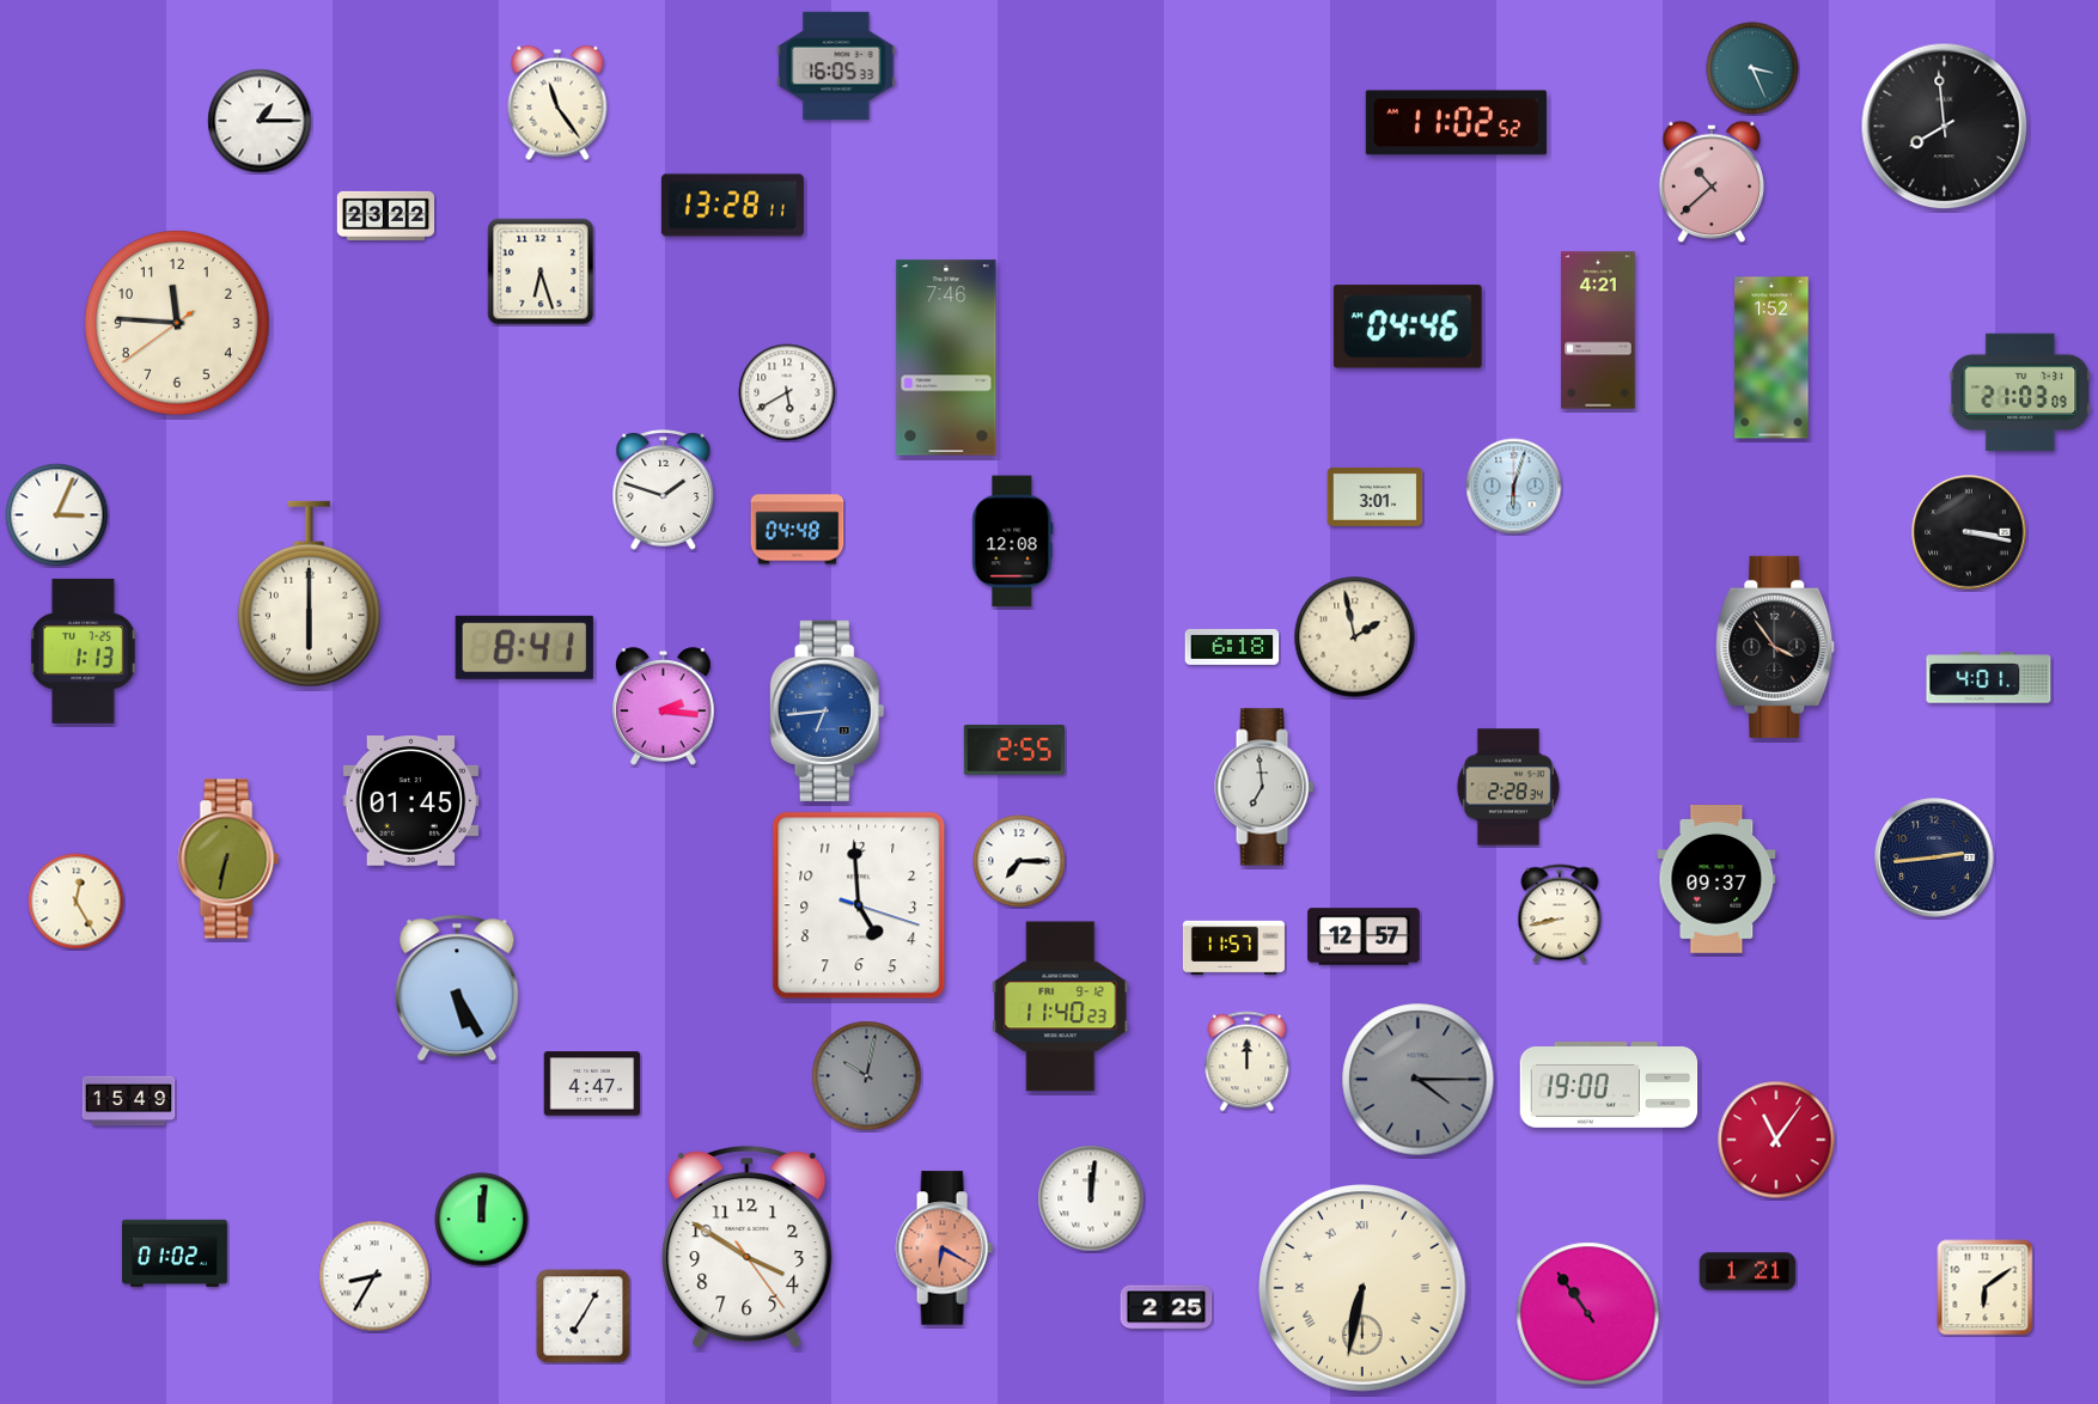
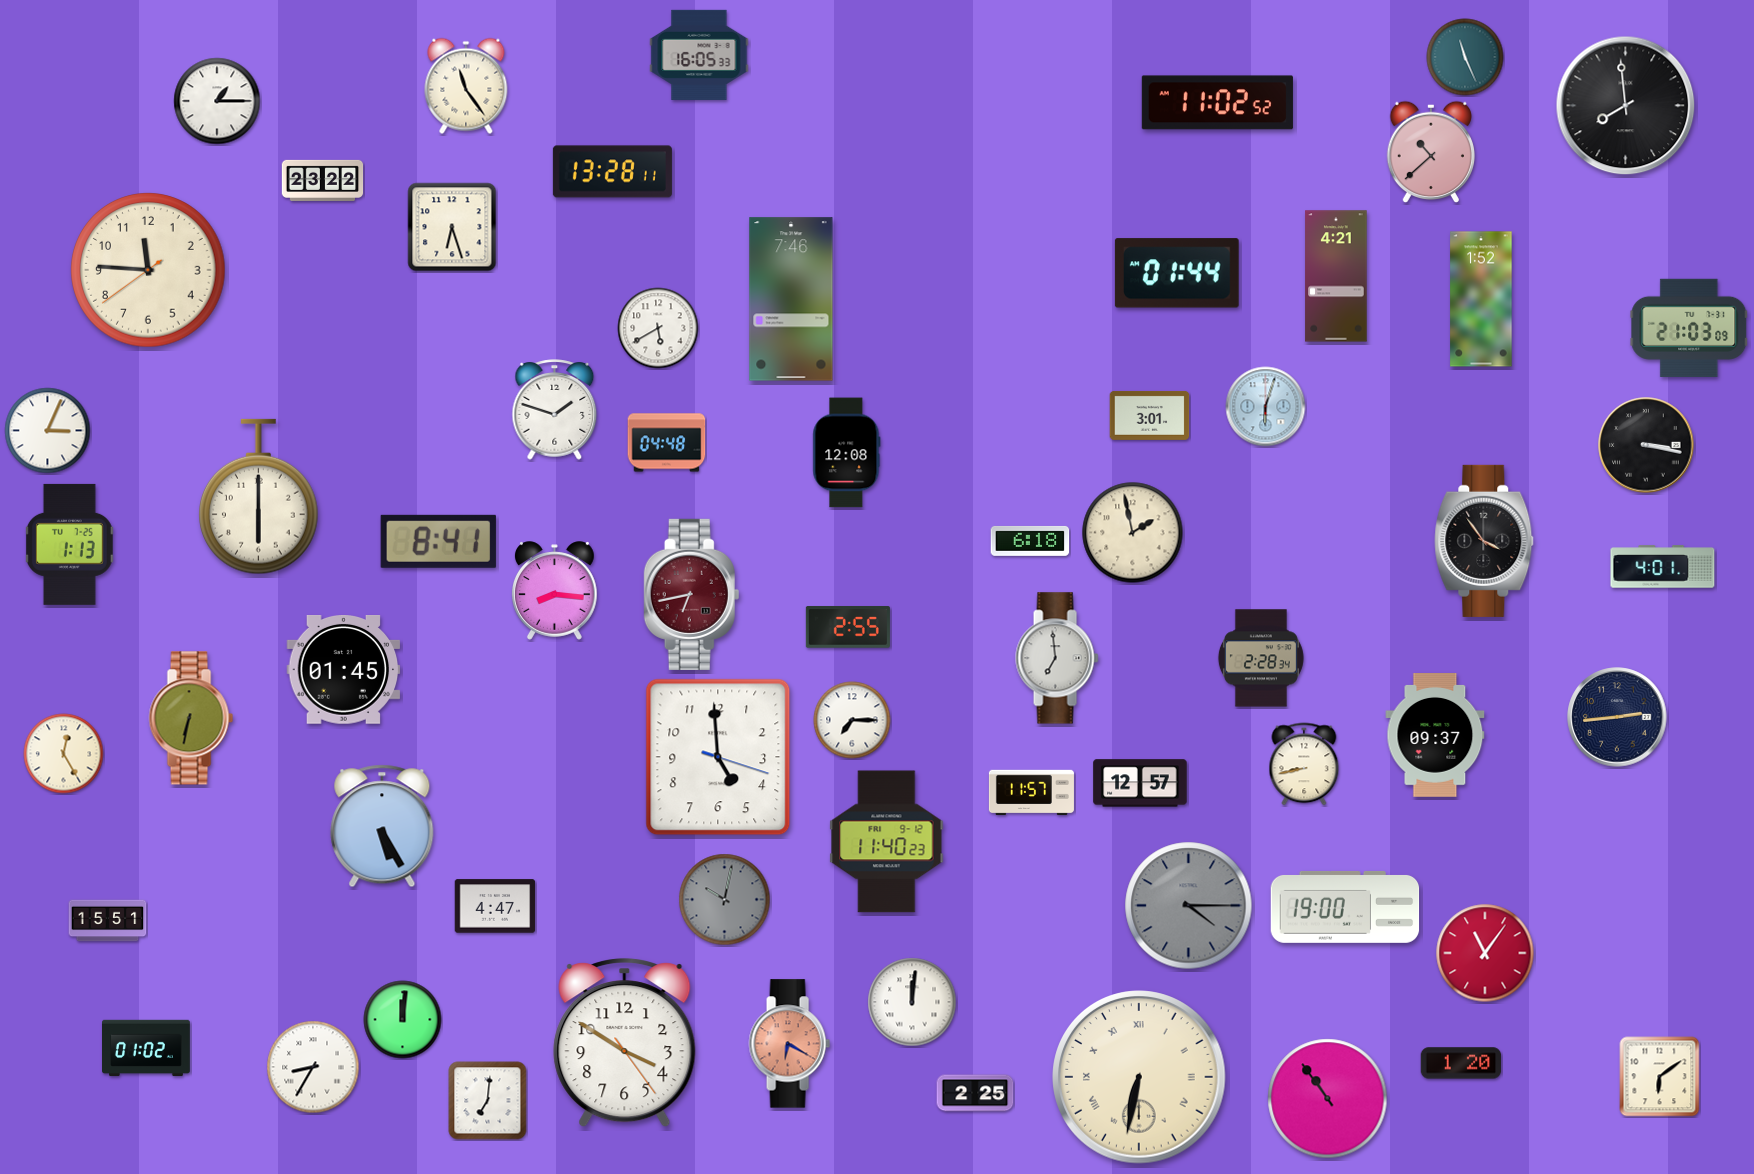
clock at (1752, 68): 3:26 -> 11:26
clock at (1408, 326): 04:46 -> 01:44
clock at (664, 707): 2:16 -> 8:16
clock at (828, 710): 6:44 -> 6:43
clock at (828, 710) dial: blue -> burgundy
clock at (1248, 1062): 12:00 -> none
clock at (1419, 1080) position: (1419, 1080) -> (1189, 906)
clock at (129, 1101): 15:49 -> 15:51
clock at (1748, 1271): 1:21 -> 1:20
clock at (584, 1317): 7:05 -> 7:01
